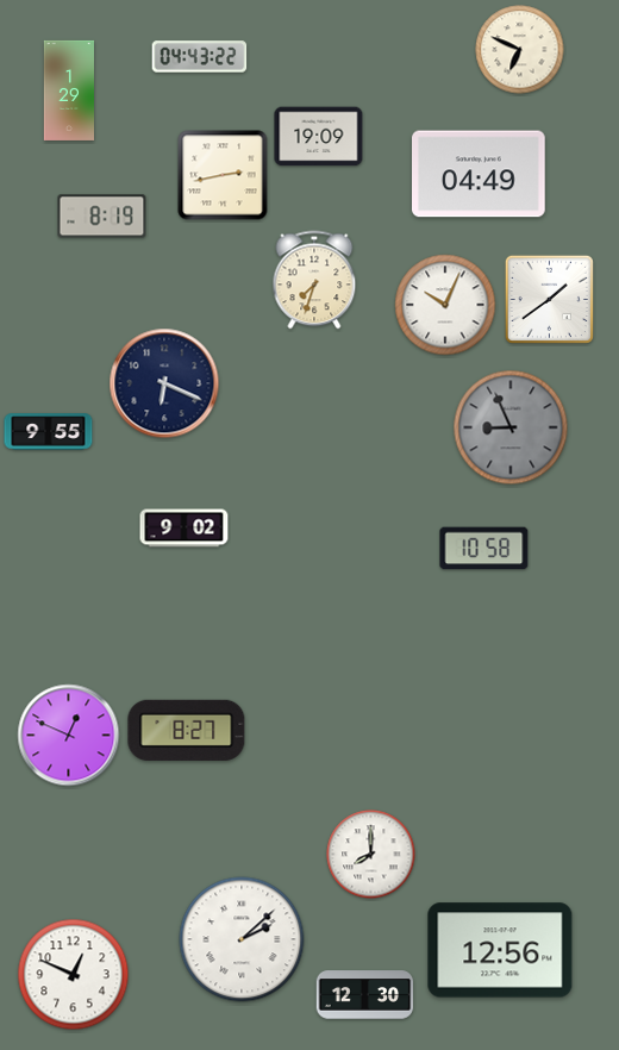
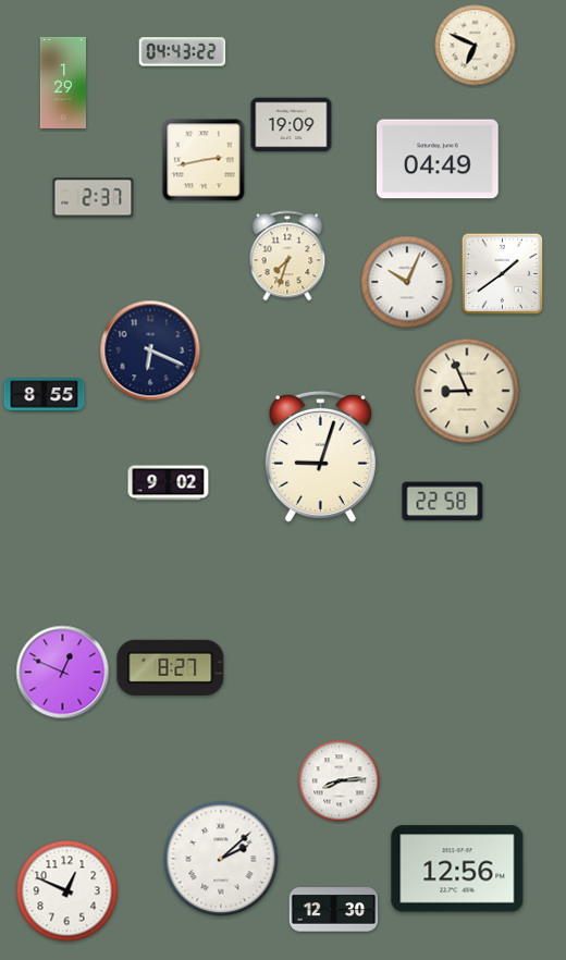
clock at (102, 217): 8:19 -> 2:37
clock at (445, 305) position: (445, 305) -> (407, 282)
clock at (511, 427) dial: grey -> cream
clock at (49, 432): 9:55 -> 8:55
clock at (320, 456): none -> 9:03
clock at (484, 549): 10:58 -> 22:58
clock at (371, 855): 8:00 -> 8:14
